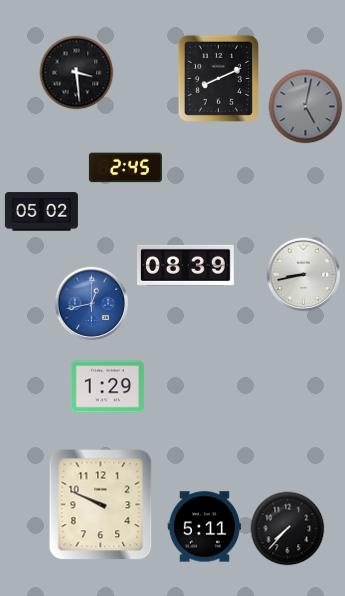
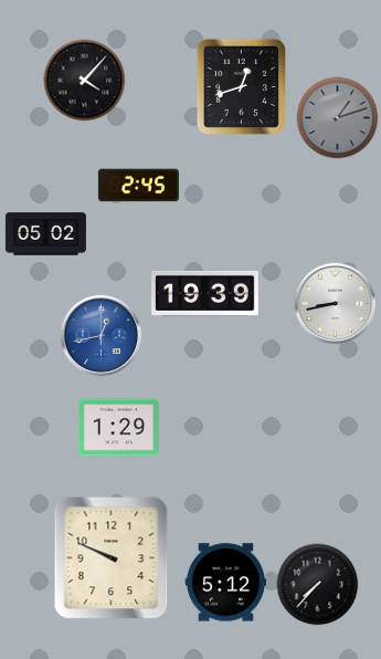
clock at (77, 73): 3:29 -> 4:07
clock at (218, 78): 8:11 -> 12:42
clock at (306, 107): 5:02 -> 1:12
clock at (186, 265): 08:39 -> 19:39
clock at (204, 527): 5:11 -> 5:12
